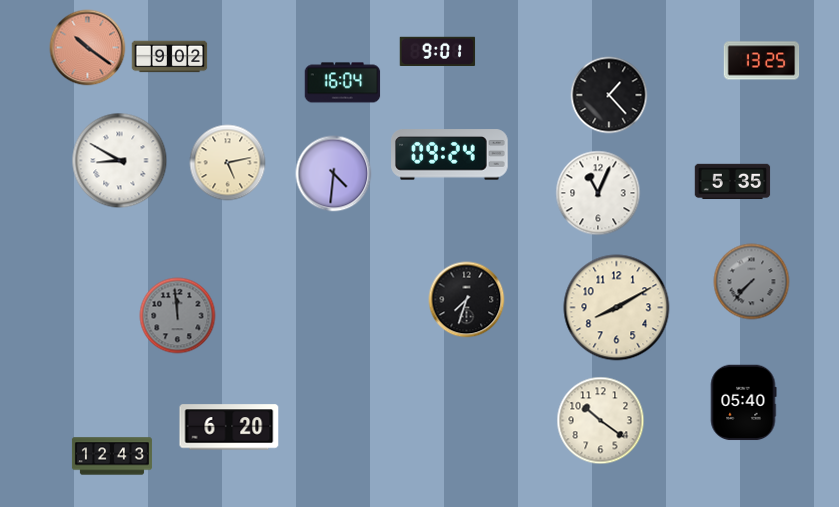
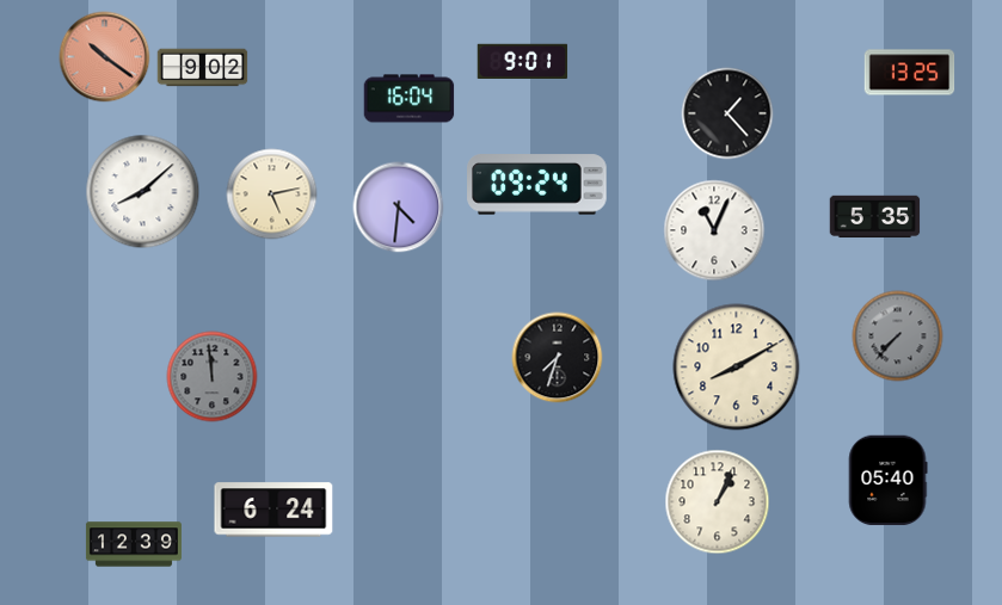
clock at (120, 161): 8:50 -> 8:08
clock at (601, 421): 10:21 -> 1:04
clock at (229, 427): 6:20 -> 6:24
clock at (112, 456): 12:43 -> 12:39
